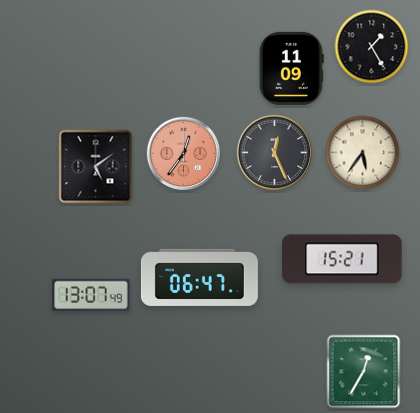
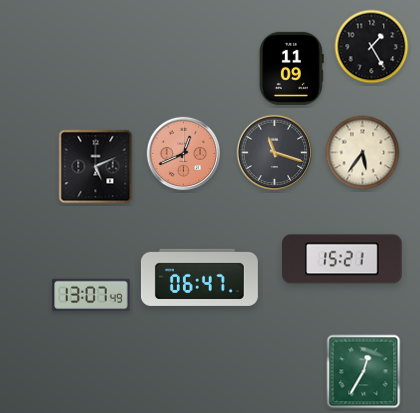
clock at (275, 153): 12:26 -> 11:18
clock at (184, 154): 12:36 -> 12:41
clock at (96, 167): 5:09 -> 5:11
